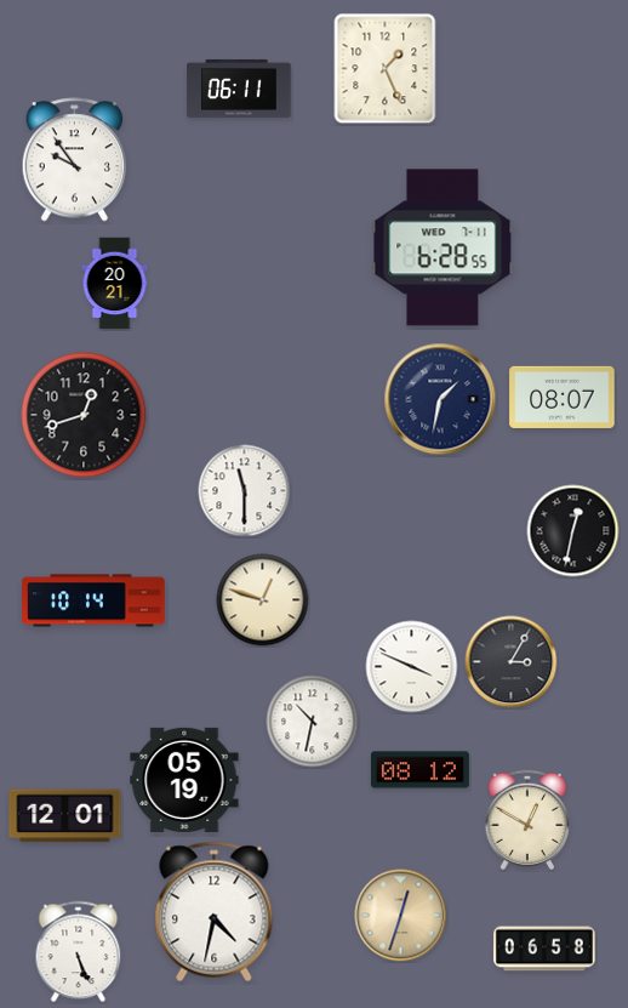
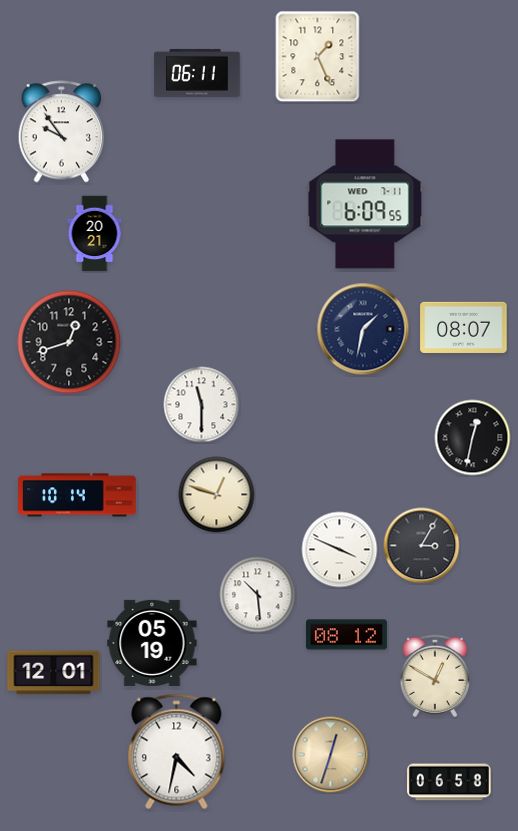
clock at (443, 247): 6:28 -> 6:09
clock at (313, 722): 10:32 -> 10:29
clock at (79, 952): 5:26 -> none
